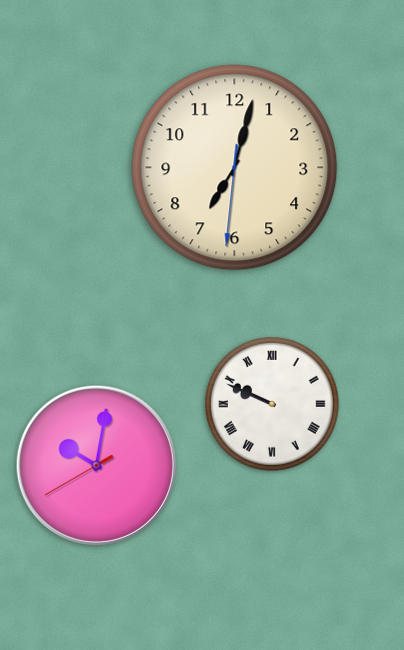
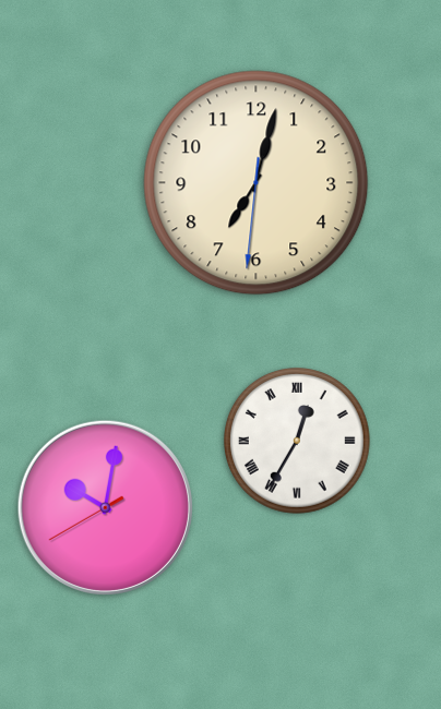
clock at (273, 405): 9:49 -> 12:35
